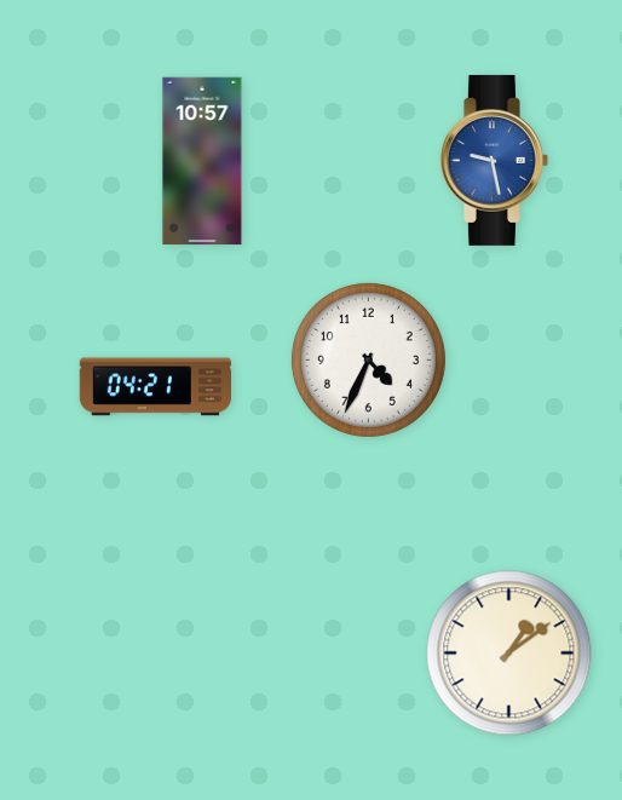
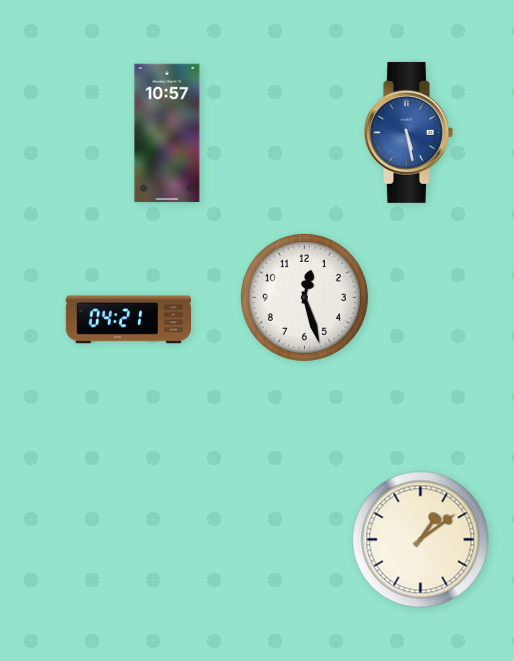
clock at (494, 160): 9:28 -> 5:28
clock at (368, 359): 4:34 -> 12:27
